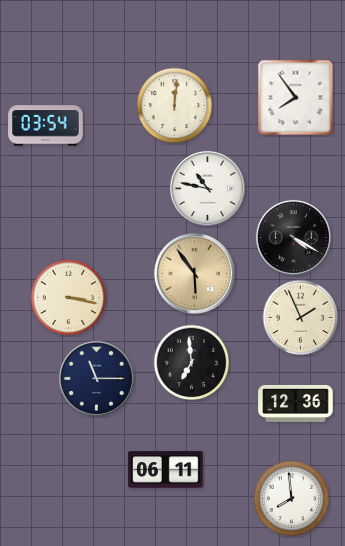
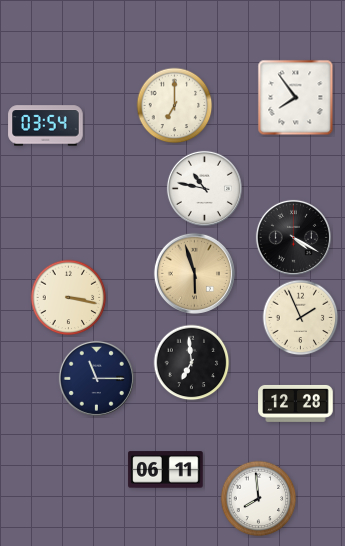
clock at (175, 106): 12:01 -> 7:00
clock at (207, 188) position: (207, 188) -> (204, 188)
clock at (194, 273): 5:54 -> 5:57
clock at (296, 403): 12:36 -> 12:28
clock at (292, 499) position: (292, 499) -> (259, 499)
